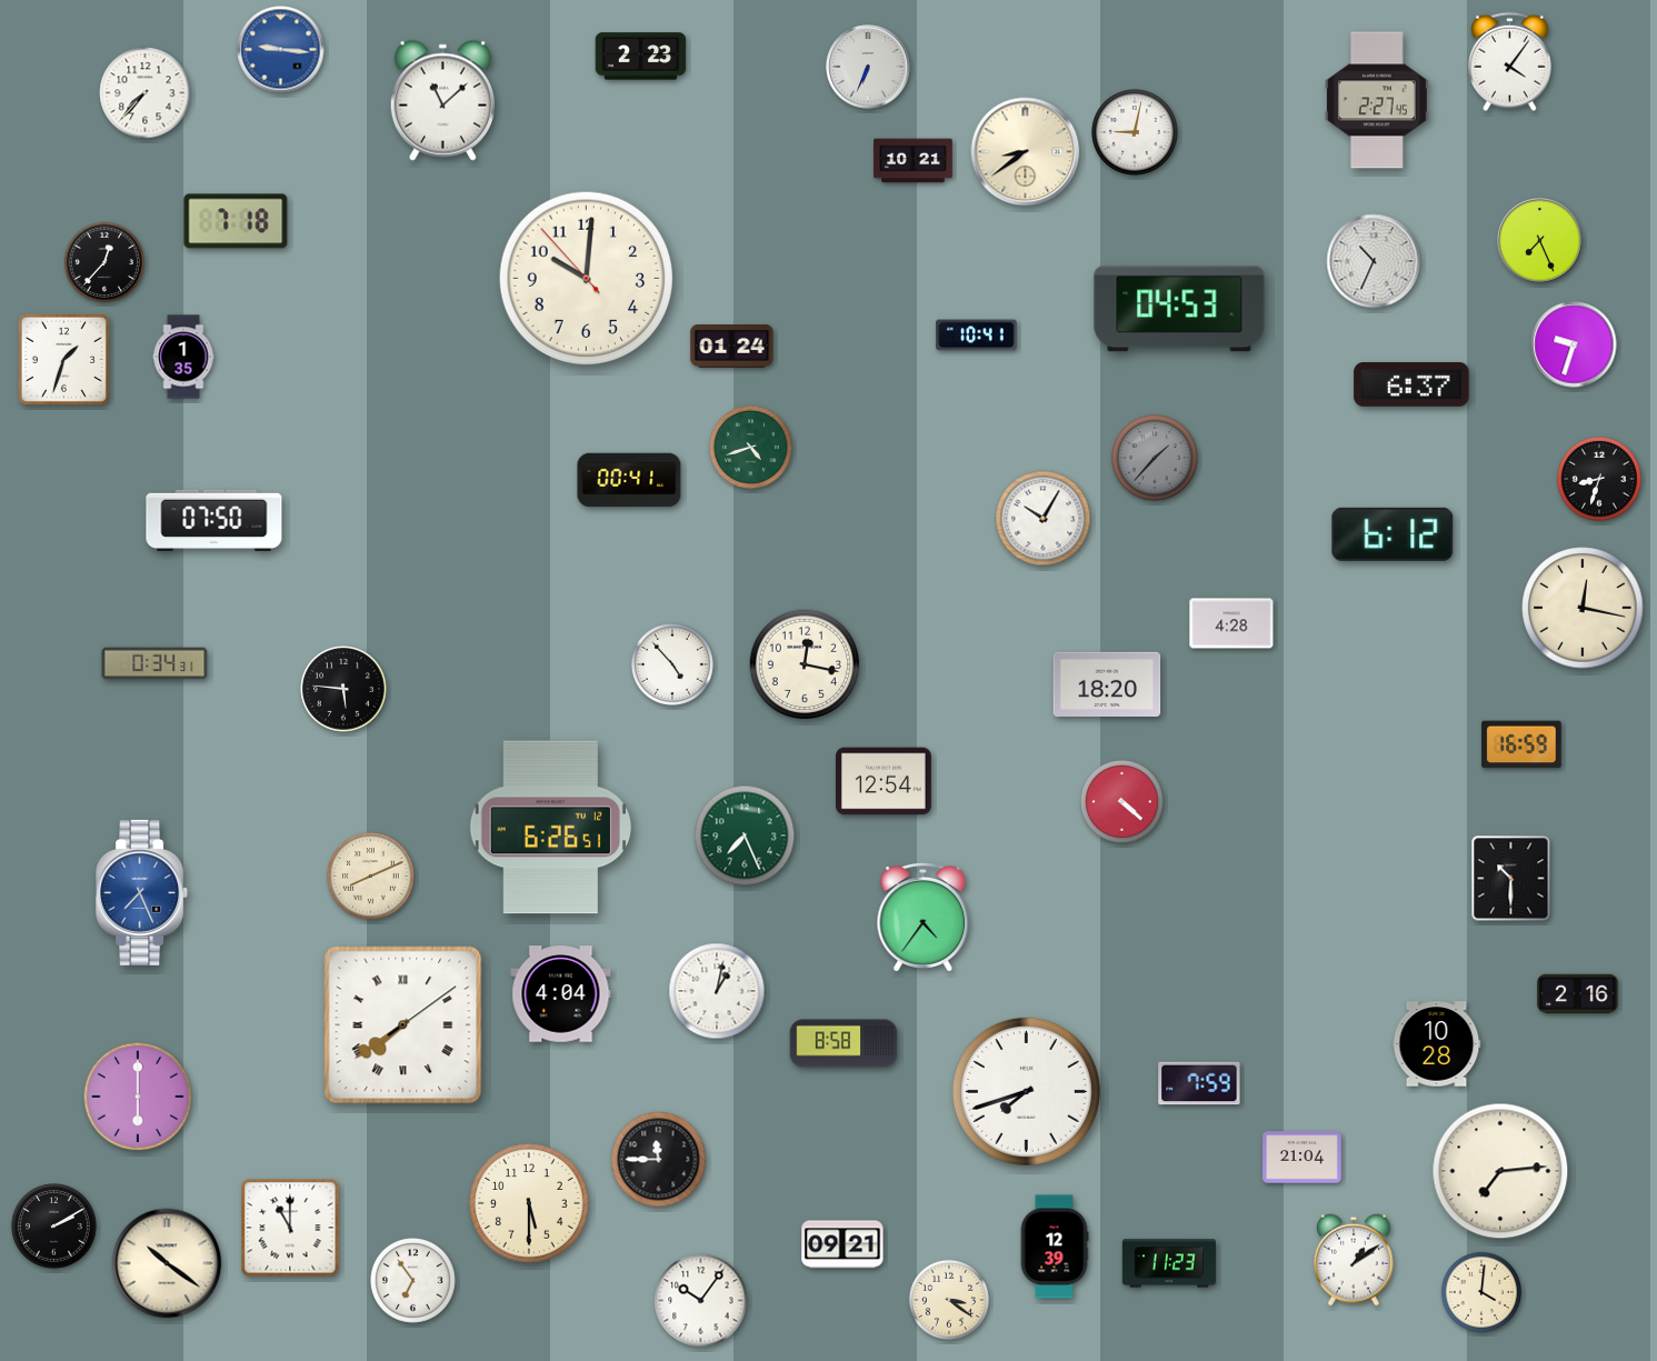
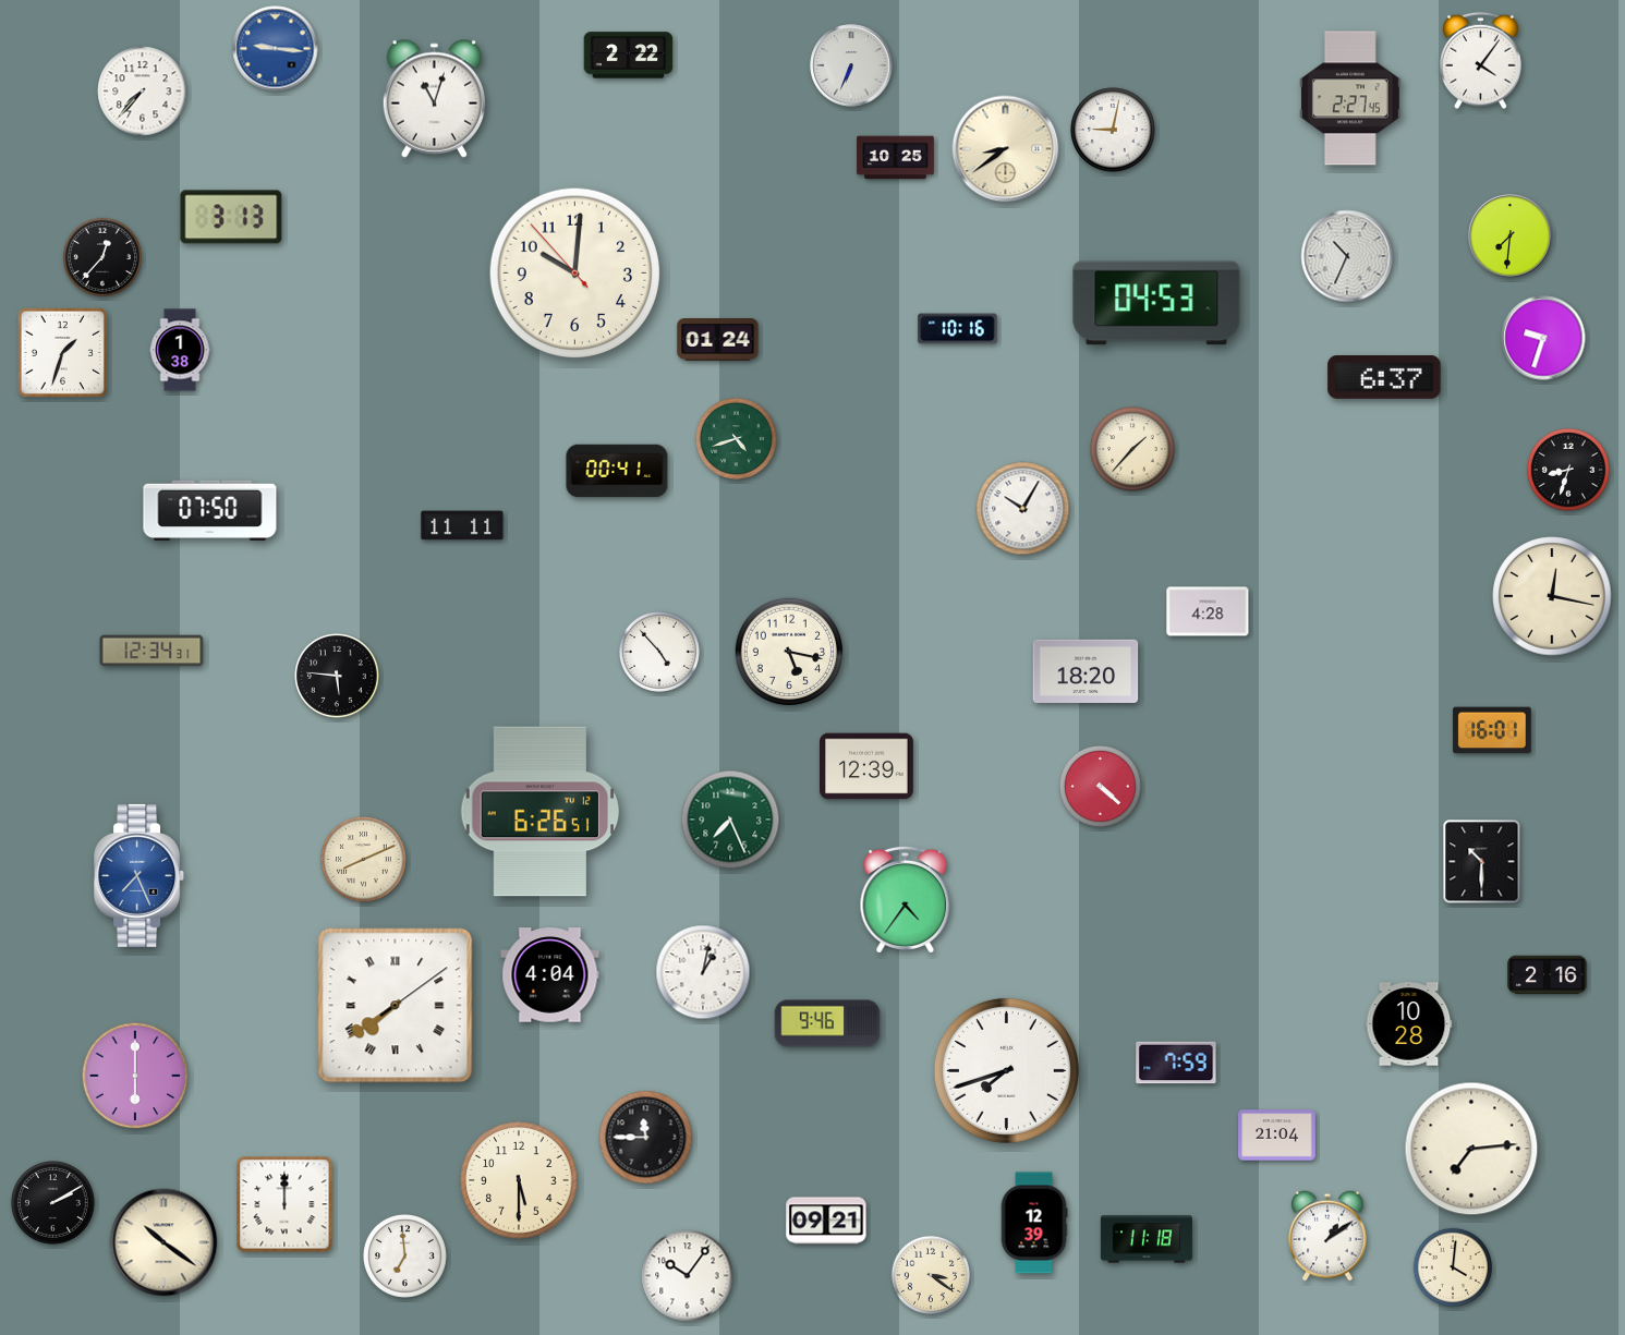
clock at (641, 57): 2:23 -> 2:22
clock at (442, 100): 11:08 -> 11:03
clock at (914, 161): 10:21 -> 10:25
clock at (236, 221): 7:18 -> 3:13
clock at (1540, 241): 7:26 -> 7:31
clock at (977, 336): 10:41 -> 10:16
clock at (183, 357): 1:35 -> 1:38
clock at (1155, 458) dial: grey -> cream
clock at (1393, 534): 6:12 -> none
clock at (462, 525): none -> 11:11
clock at (154, 663): 0:34 -> 12:34
clock at (805, 664): 12:17 -> 5:17
clock at (1521, 744): 16:59 -> 16:01
clock at (885, 781): 12:54 -> 12:39
clock at (844, 1043): 8:58 -> 9:46
clock at (290, 1228): 11:00 -> 12:00
clock at (167, 1263) position: (167, 1263) -> (163, 1242)
clock at (1169, 1263): 11:23 -> 11:18
clock at (413, 1281): 6:54 -> 6:59
